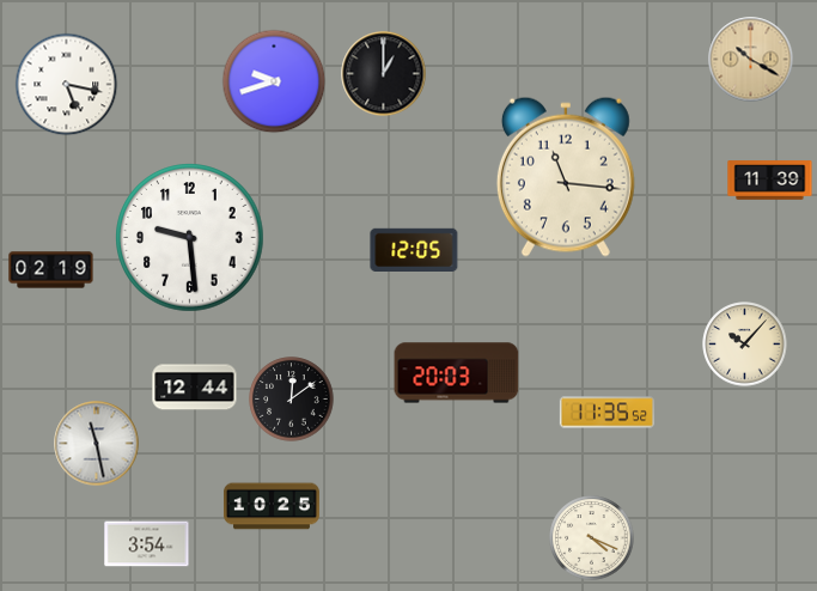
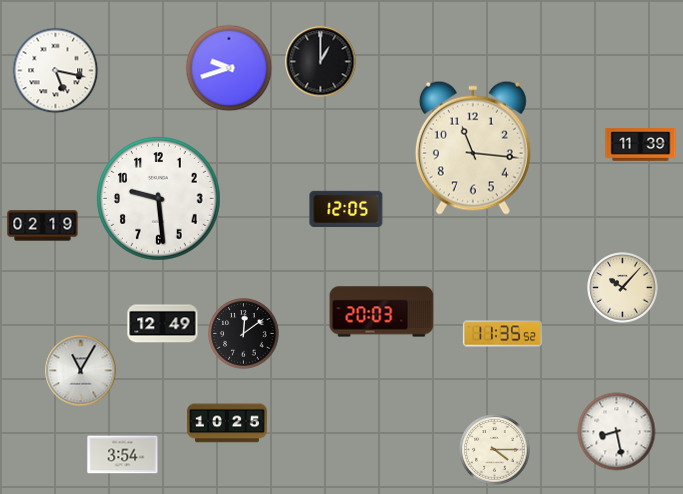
clock at (751, 60): 10:20 -> none
clock at (770, 181) position: (770, 181) -> (641, 145)
clock at (195, 388): 12:44 -> 12:49
clock at (606, 413) position: (606, 413) -> (502, 334)
clock at (97, 444): 11:28 -> 11:05
clock at (617, 432): none -> 8:28
clock at (592, 538): 4:19 -> 4:15
